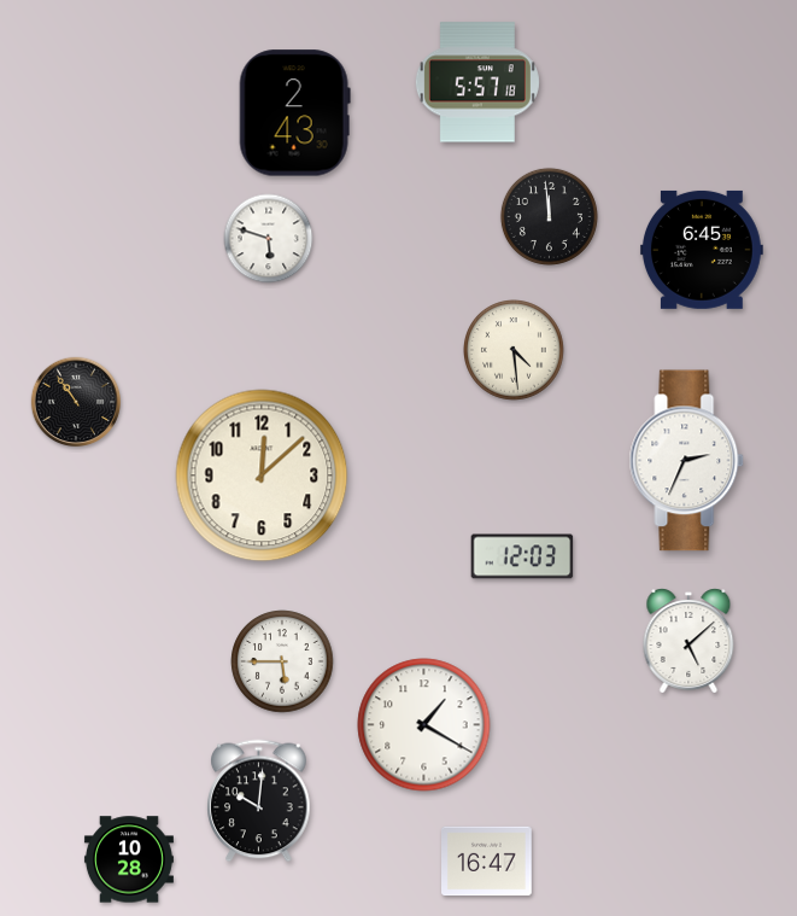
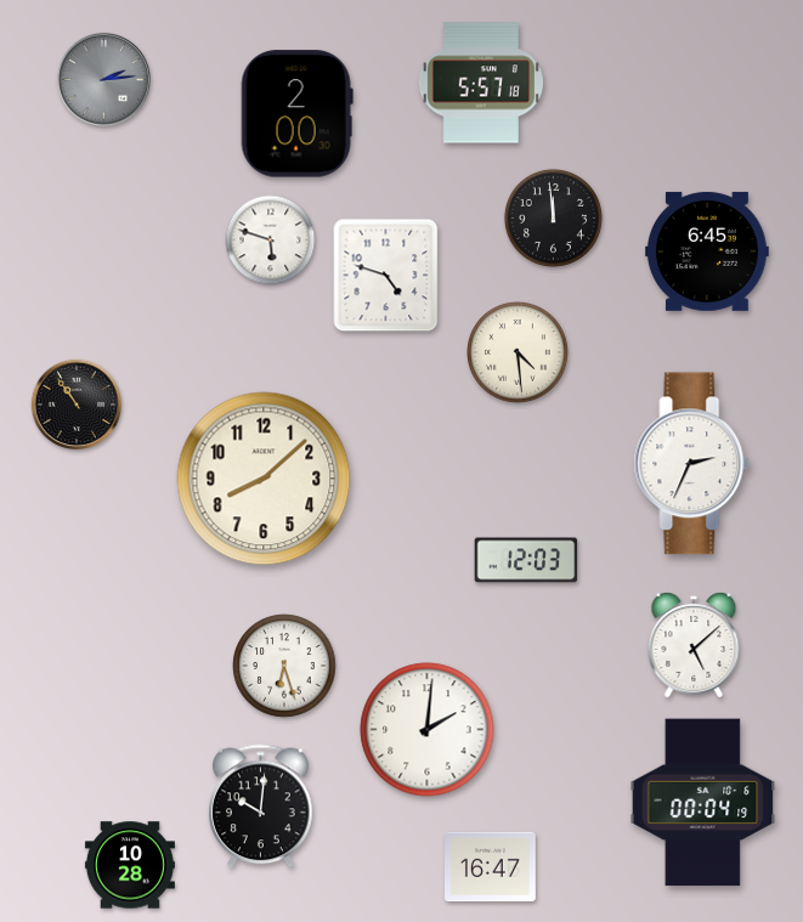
clock at (103, 79): none -> 2:14
clock at (294, 113): 2:43 -> 2:00
clock at (386, 276): none -> 4:48
clock at (262, 475): 12:08 -> 8:08
clock at (282, 661): 5:45 -> 6:27
clock at (424, 725): 1:20 -> 2:01
clock at (703, 803): none -> 00:04
